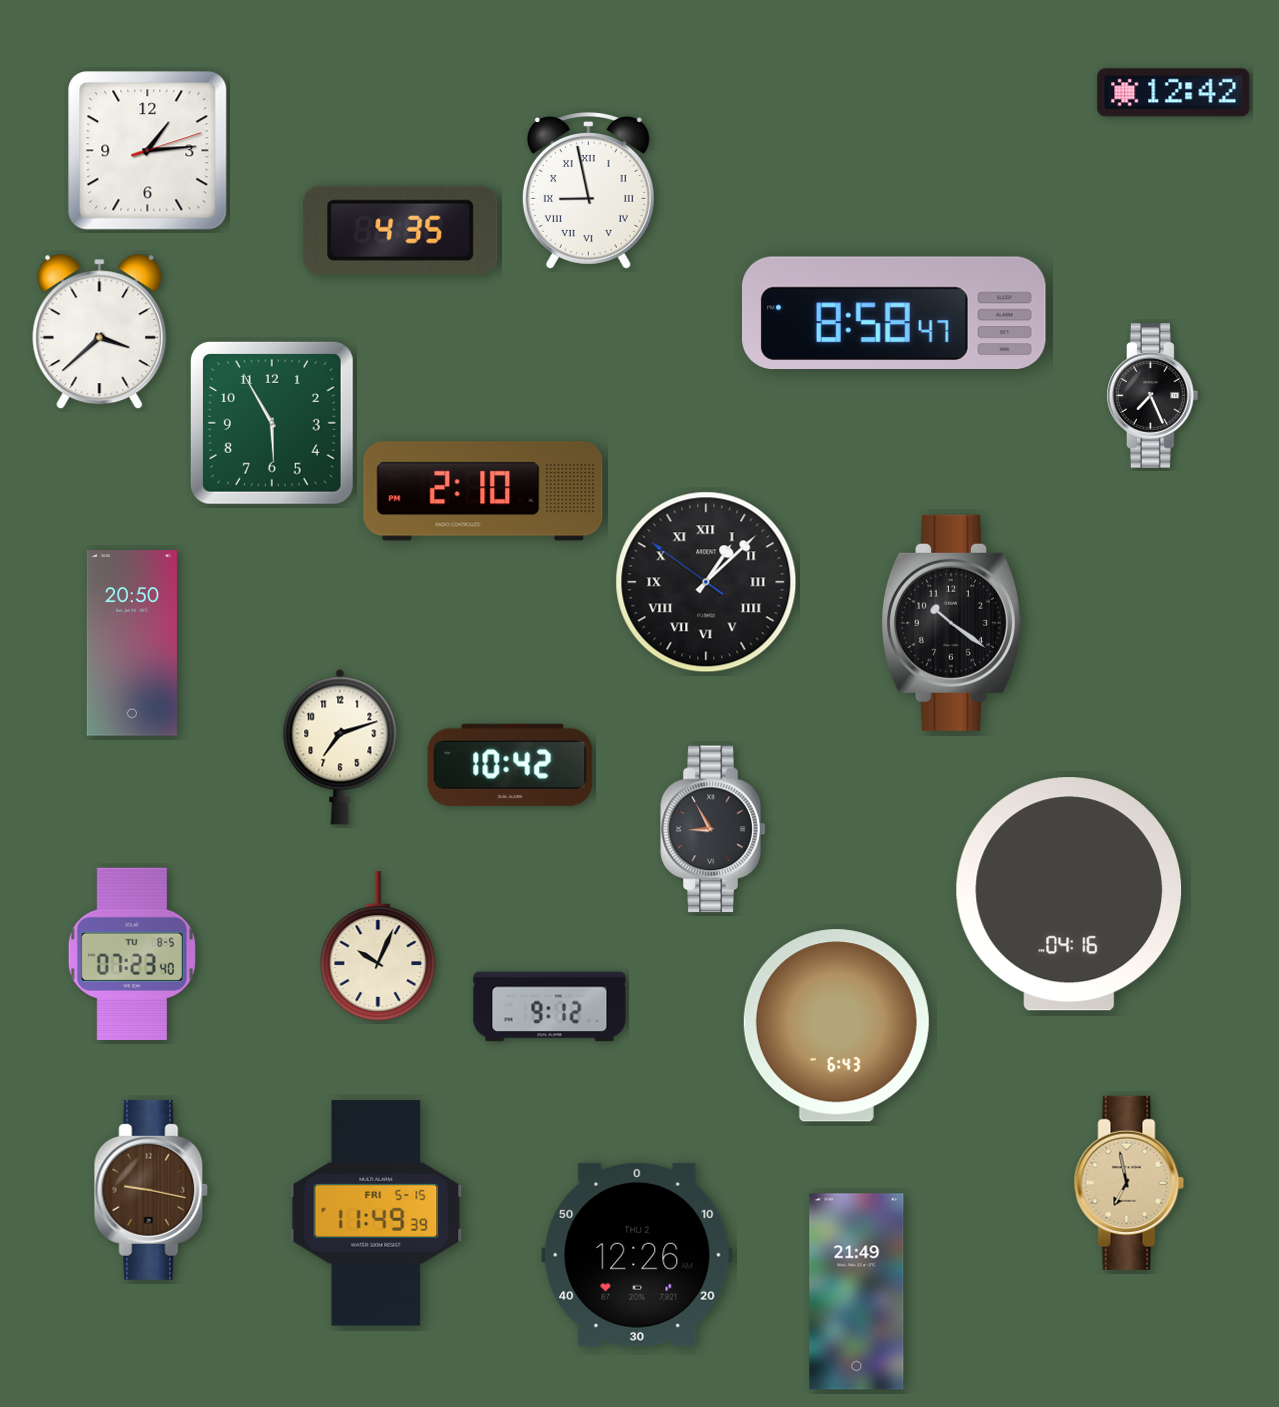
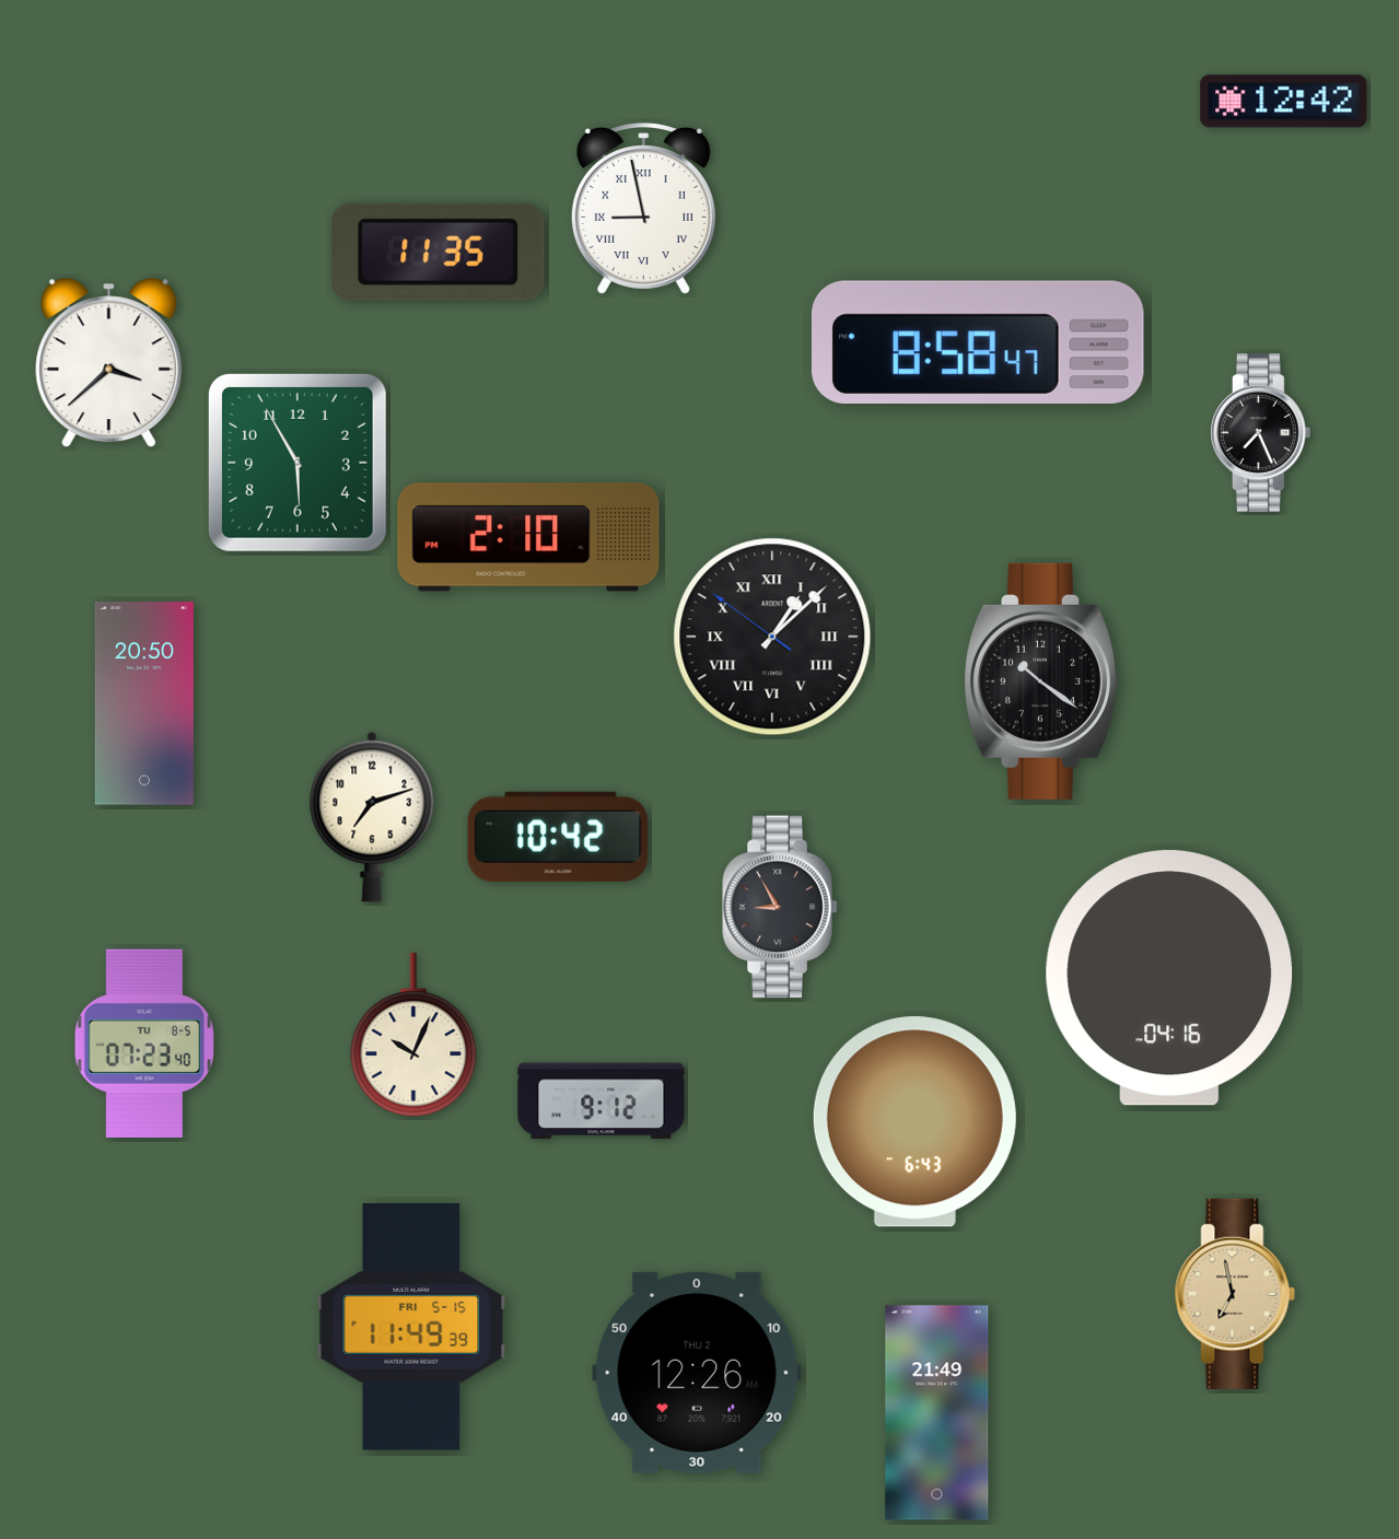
clock at (148, 151): 1:14 -> none
clock at (401, 230): 4:35 -> 11:35
clock at (151, 1190): 9:17 -> none
